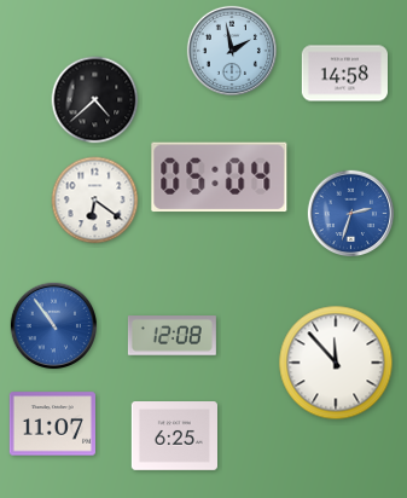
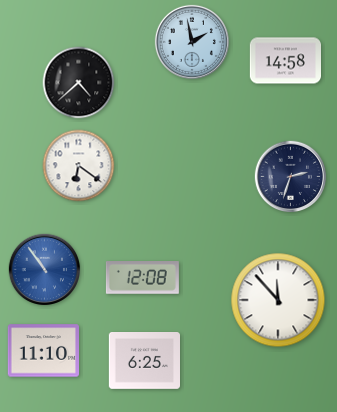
clock at (220, 178): 05:04 -> none
clock at (351, 214) dial: blue -> navy
clock at (52, 424): 11:07 -> 11:10
